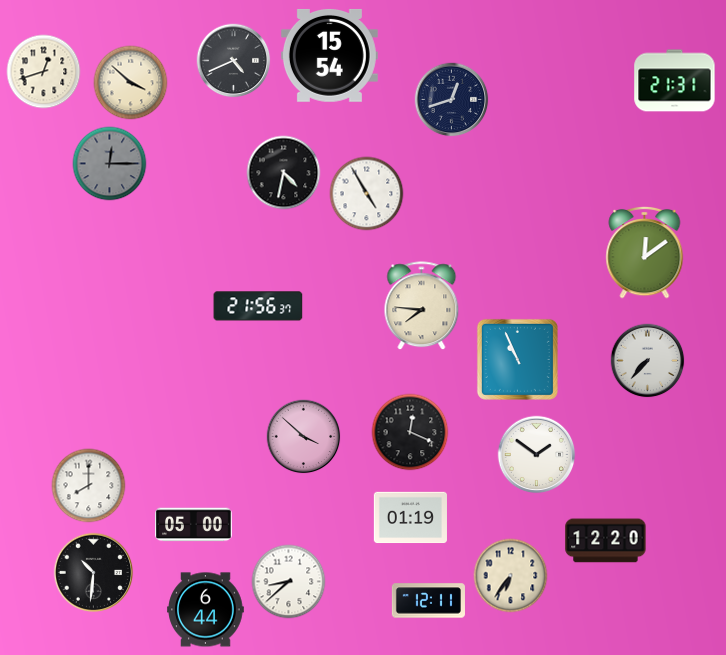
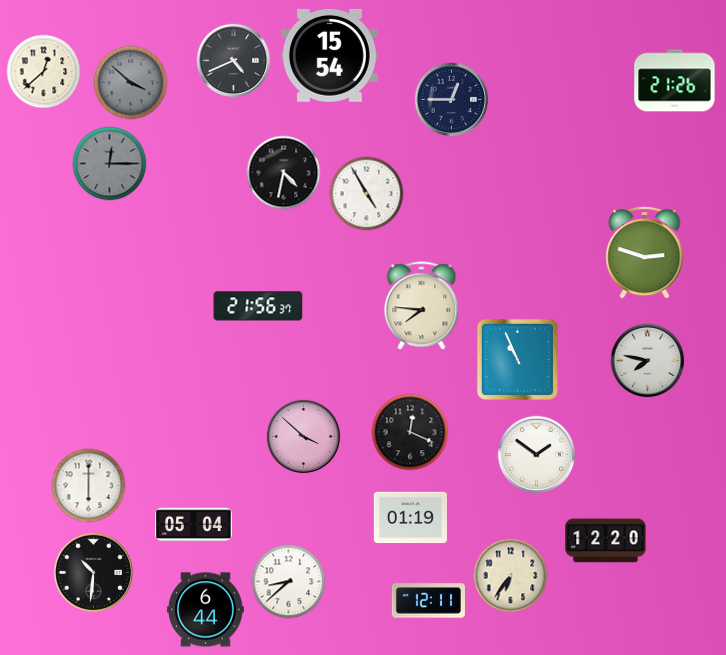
clock at (44, 72): 12:42 -> 12:38
clock at (675, 81): 21:31 -> 21:26
clock at (131, 83) dial: cream -> grey
clock at (452, 100): 12:42 -> 12:45
clock at (645, 252): 12:09 -> 2:48
clock at (648, 361): 7:37 -> 7:47
clock at (89, 486): 8:00 -> 6:00
clock at (194, 525): 05:00 -> 05:04
